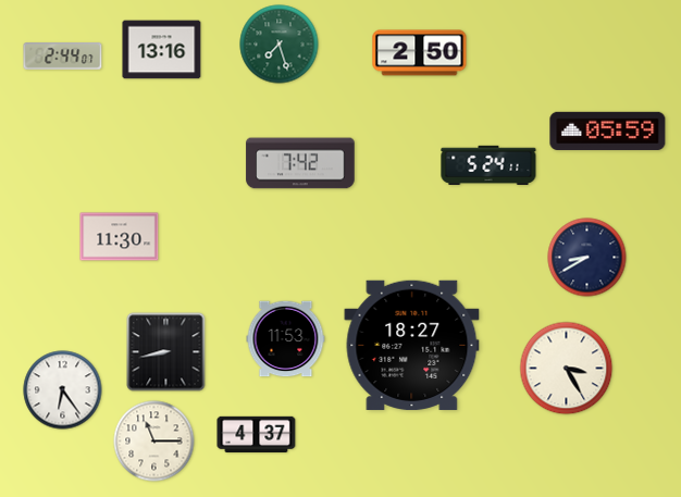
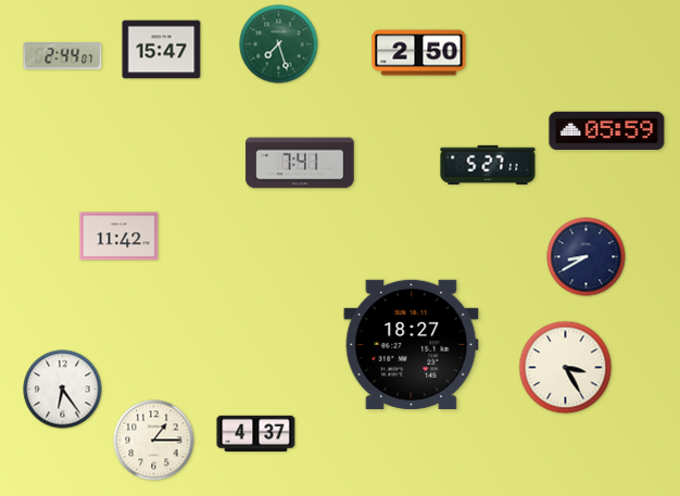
clock at (162, 50): 13:16 -> 15:47
clock at (300, 163): 7:42 -> 7:41
clock at (488, 164): 5:24 -> 5:27
clock at (120, 237): 11:30 -> 11:42
clock at (286, 339): 11:53 -> none
clock at (166, 352): 8:43 -> none
clock at (154, 442): 11:15 -> 1:15
